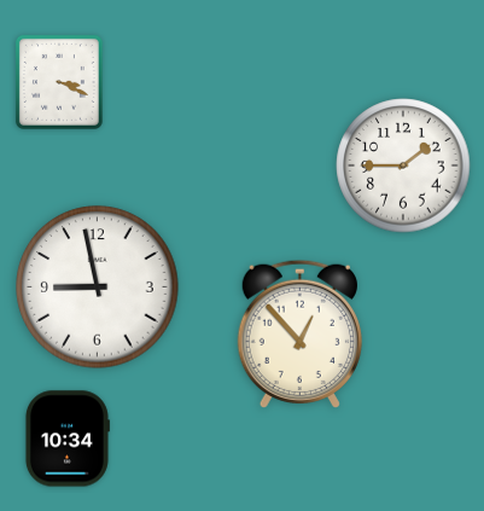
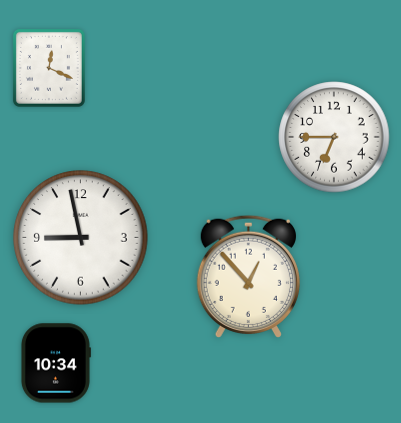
clock at (59, 82): 3:19 -> 12:19
clock at (403, 166): 1:45 -> 6:45
